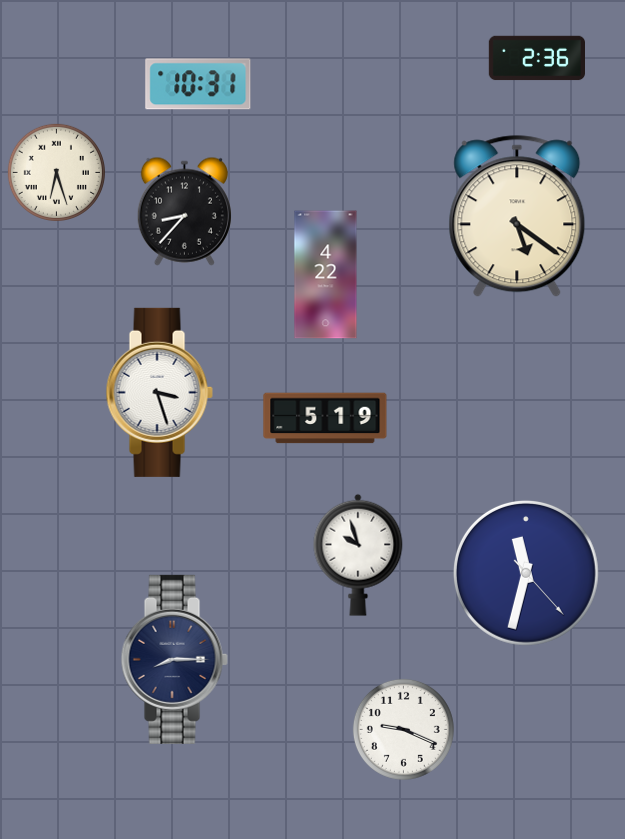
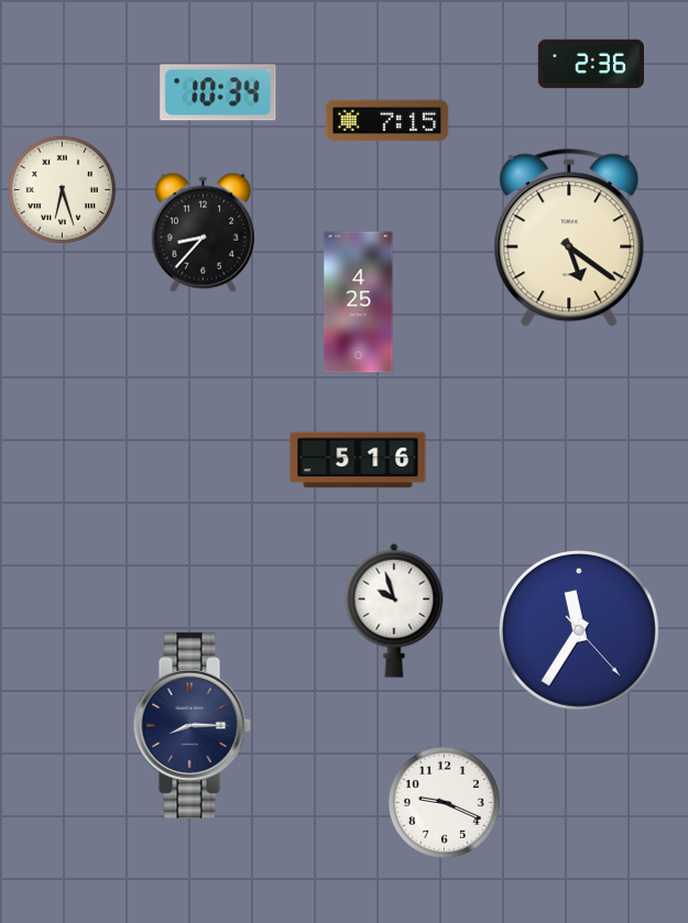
clock at (198, 84): 10:31 -> 10:34
clock at (387, 121): none -> 7:15
clock at (326, 275): 4:22 -> 4:25
clock at (159, 392): 3:27 -> none
clock at (325, 418): 5:19 -> 5:16
clock at (526, 573): 11:32 -> 11:35
